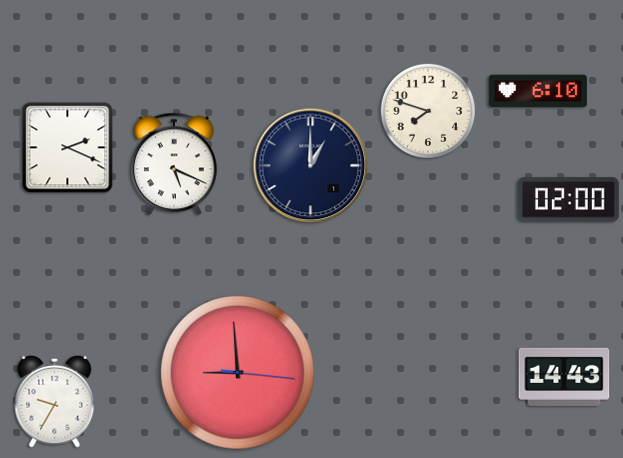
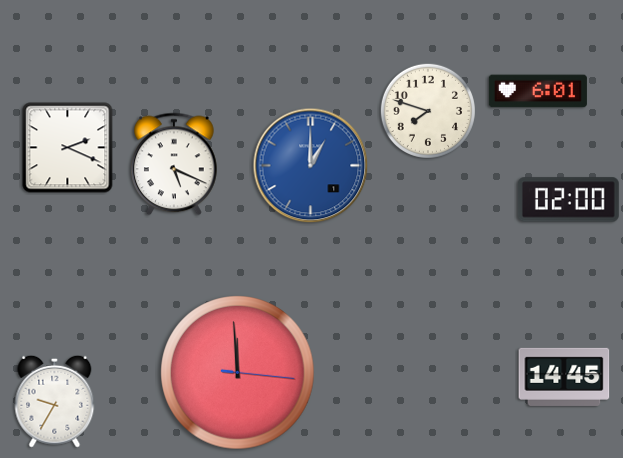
clock at (538, 91): 6:10 -> 6:01
clock at (311, 166) dial: navy -> blue
clock at (238, 373): 8:59 -> 11:59
clock at (564, 377): 14:43 -> 14:45
